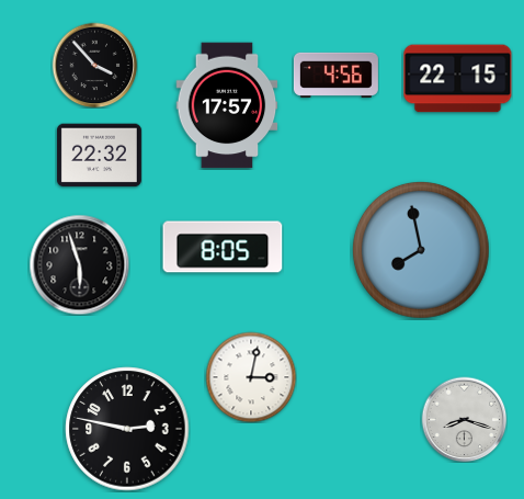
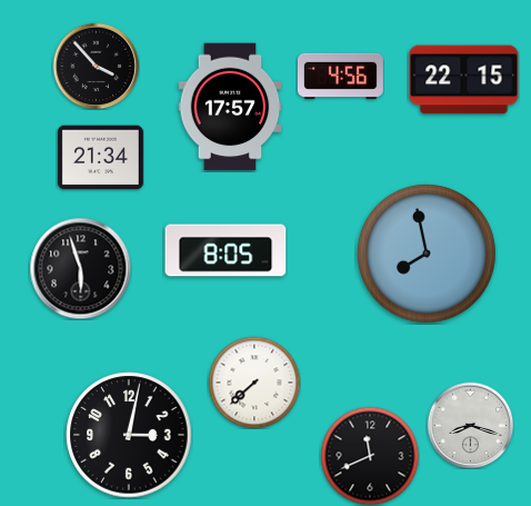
clock at (99, 156): 22:32 -> 21:34
clock at (251, 377): 3:02 -> 7:38
clock at (127, 429): 2:47 -> 3:02
clock at (370, 456): none -> 11:41
